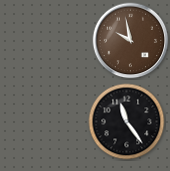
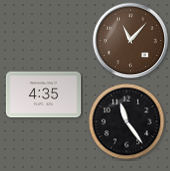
clock at (131, 41): 9:58 -> 11:07
clock at (43, 95): none -> 4:35
